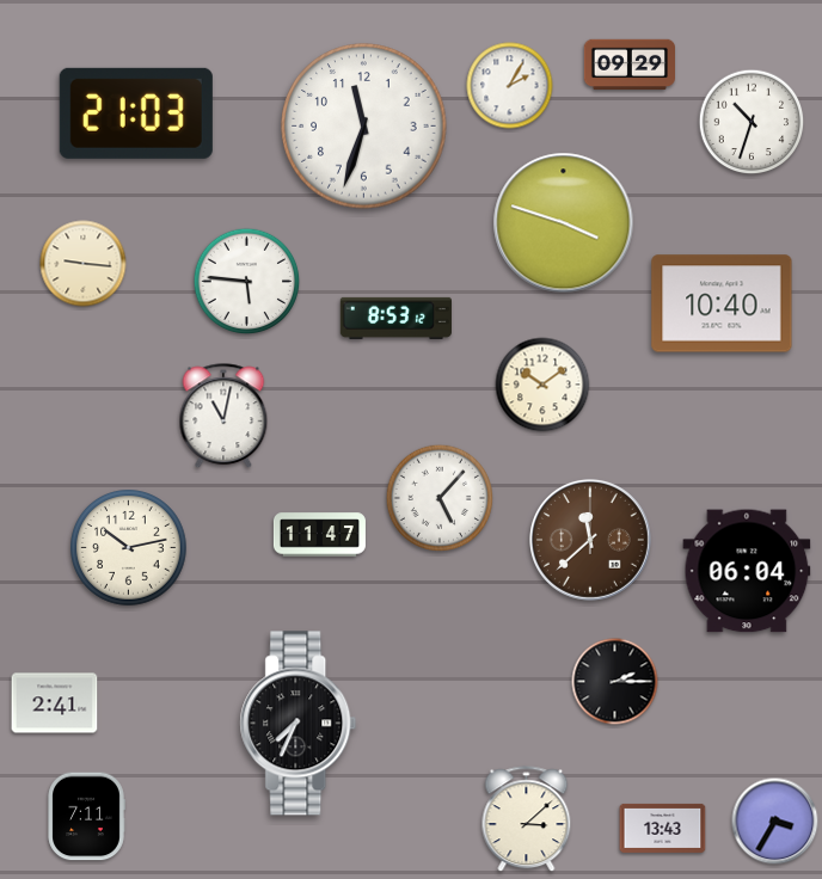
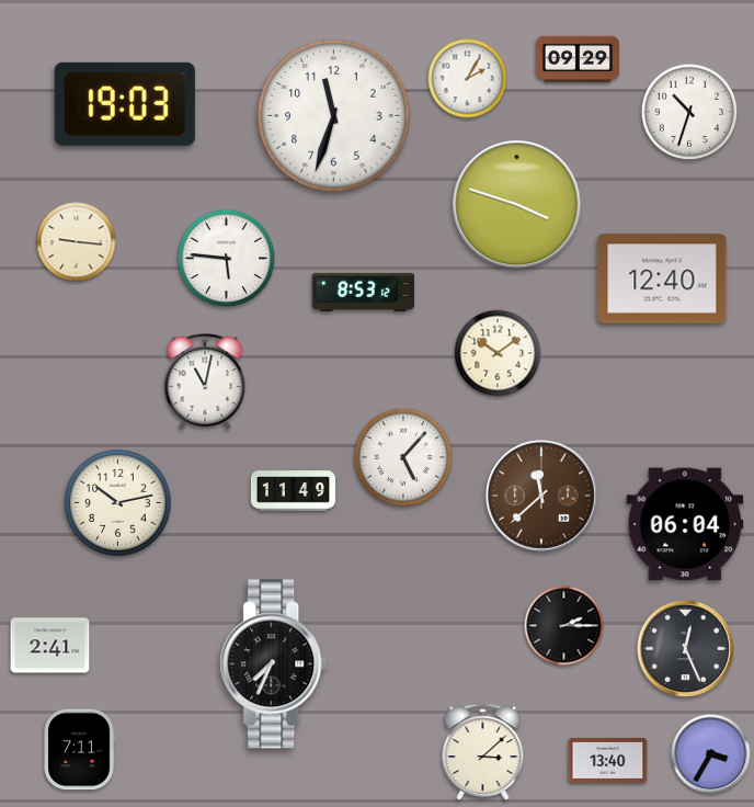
clock at (136, 113): 21:03 -> 19:03
clock at (722, 303): 10:40 -> 12:40
clock at (319, 535): 11:47 -> 11:49
clock at (685, 648): none -> 12:26
clock at (663, 828): 13:43 -> 13:40
